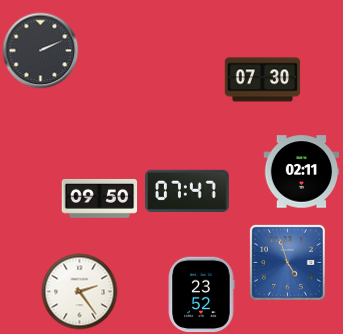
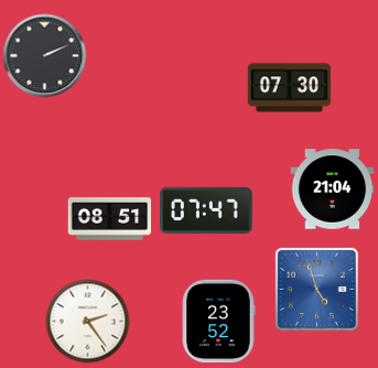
clock at (302, 172): 02:11 -> 21:04
clock at (100, 198): 09:50 -> 08:51
clock at (201, 295) position: (201, 295) -> (218, 322)
